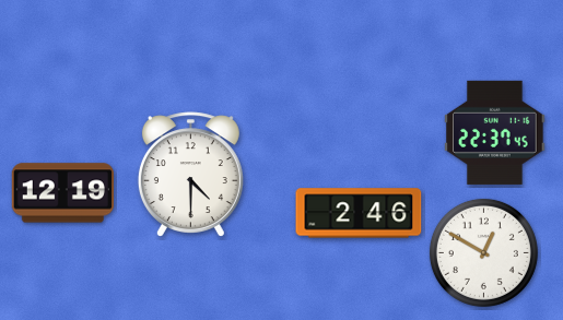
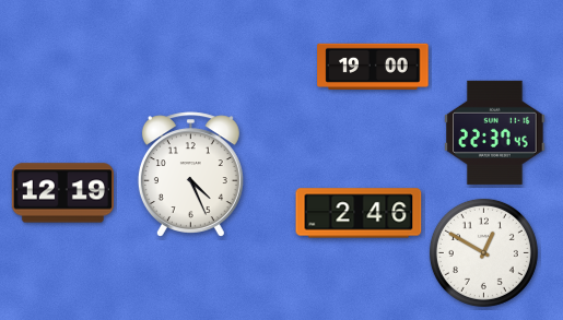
clock at (373, 67): none -> 19:00
clock at (190, 175): 4:30 -> 4:26
